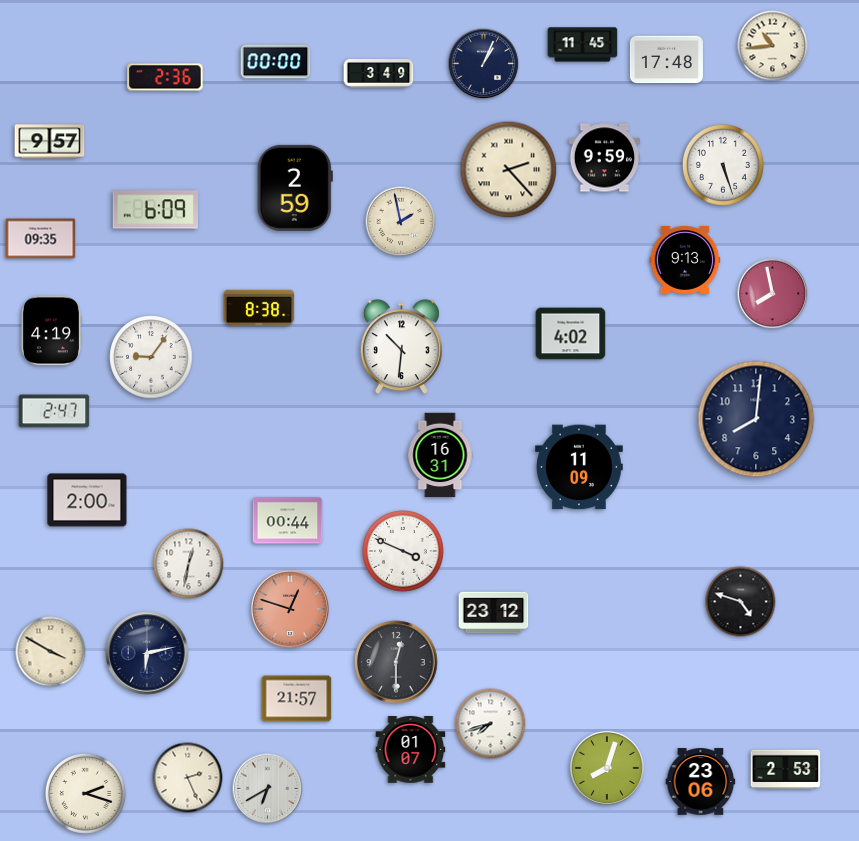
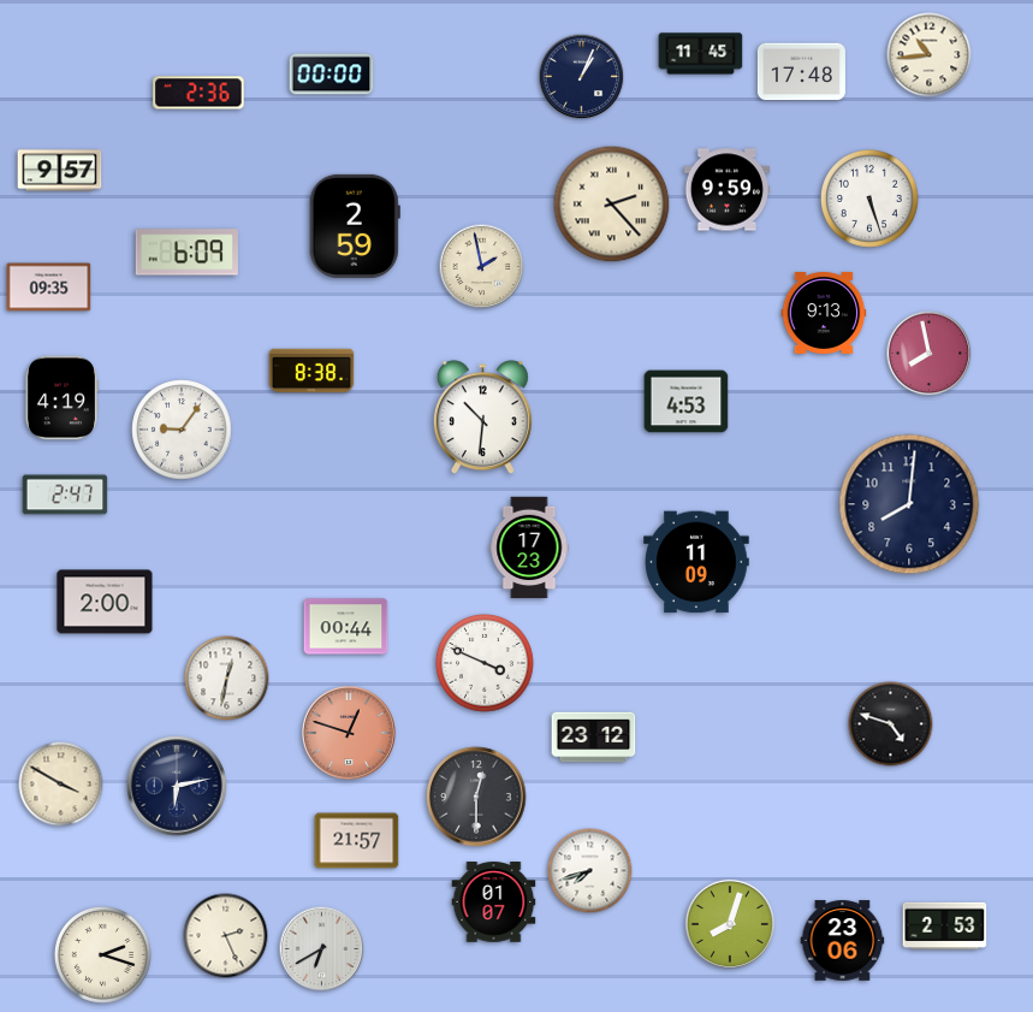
clock at (379, 74): 3:49 -> none
clock at (571, 334): 4:02 -> 4:53
clock at (440, 455): 16:31 -> 17:23
